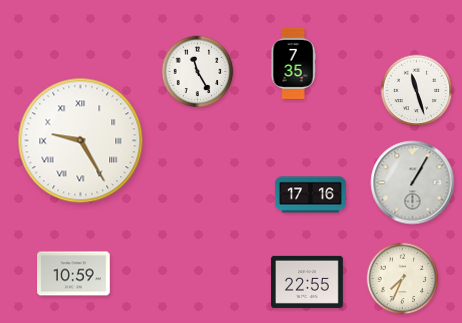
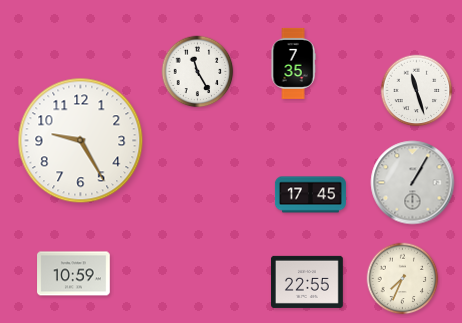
clock at (81, 141) numerals: Roman -> Arabic
clock at (310, 195): 17:16 -> 17:45
